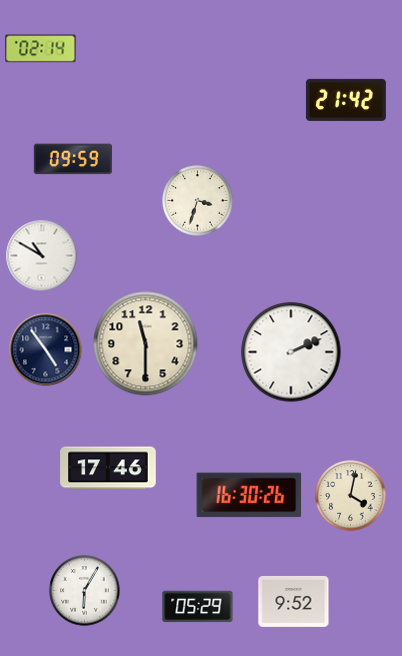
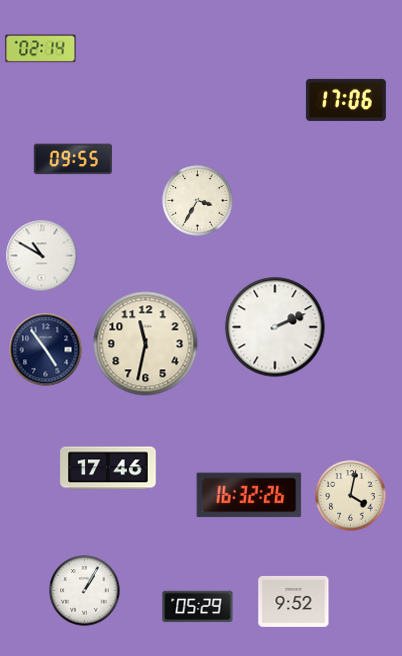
clock at (346, 100): 21:42 -> 17:06
clock at (73, 159): 09:59 -> 09:55
clock at (198, 201): 3:33 -> 3:35
clock at (146, 344): 11:30 -> 11:32
clock at (291, 352) position: (291, 352) -> (275, 327)
clock at (249, 495): 16:30 -> 16:32
clock at (85, 591): 6:05 -> 1:05
